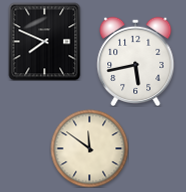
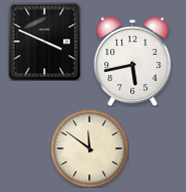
clock at (45, 41): 7:49 -> 3:49
clock at (136, 61) position: (136, 61) -> (133, 61)
